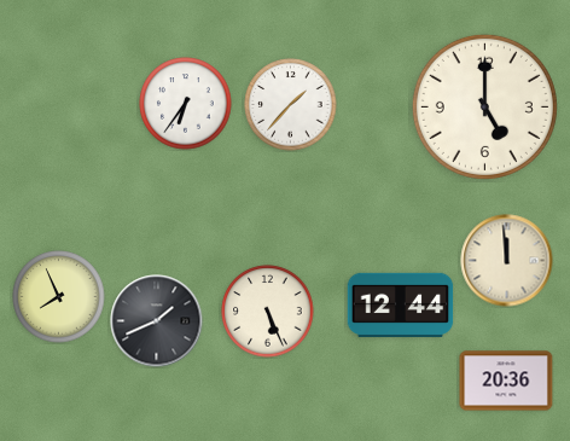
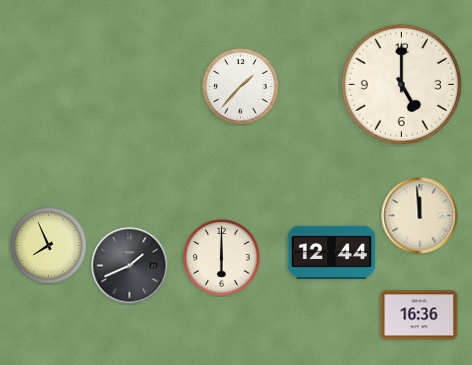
clock at (186, 104): 6:36 -> none
clock at (484, 106) position: (484, 106) -> (401, 84)
clock at (268, 312): 5:26 -> 6:00
clock at (506, 381): 20:36 -> 16:36
